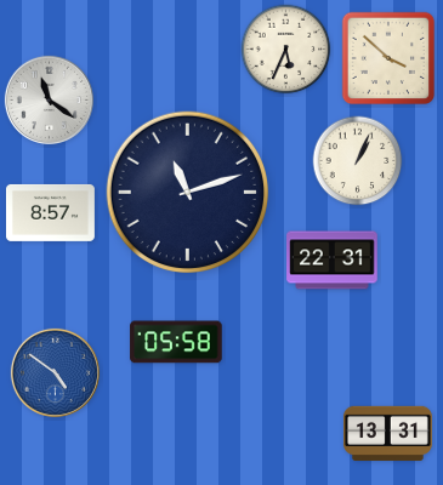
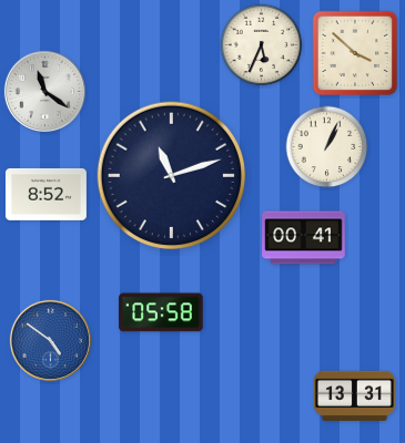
clock at (50, 212): 8:57 -> 8:52
clock at (333, 261): 22:31 -> 00:41
